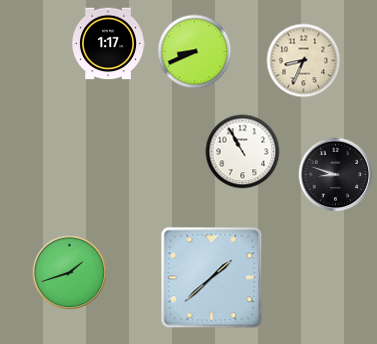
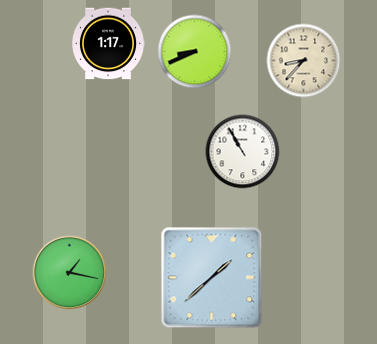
clock at (304, 61): 8:34 -> 8:37
clock at (336, 175): 8:48 -> none
clock at (70, 273): 1:42 -> 1:17
